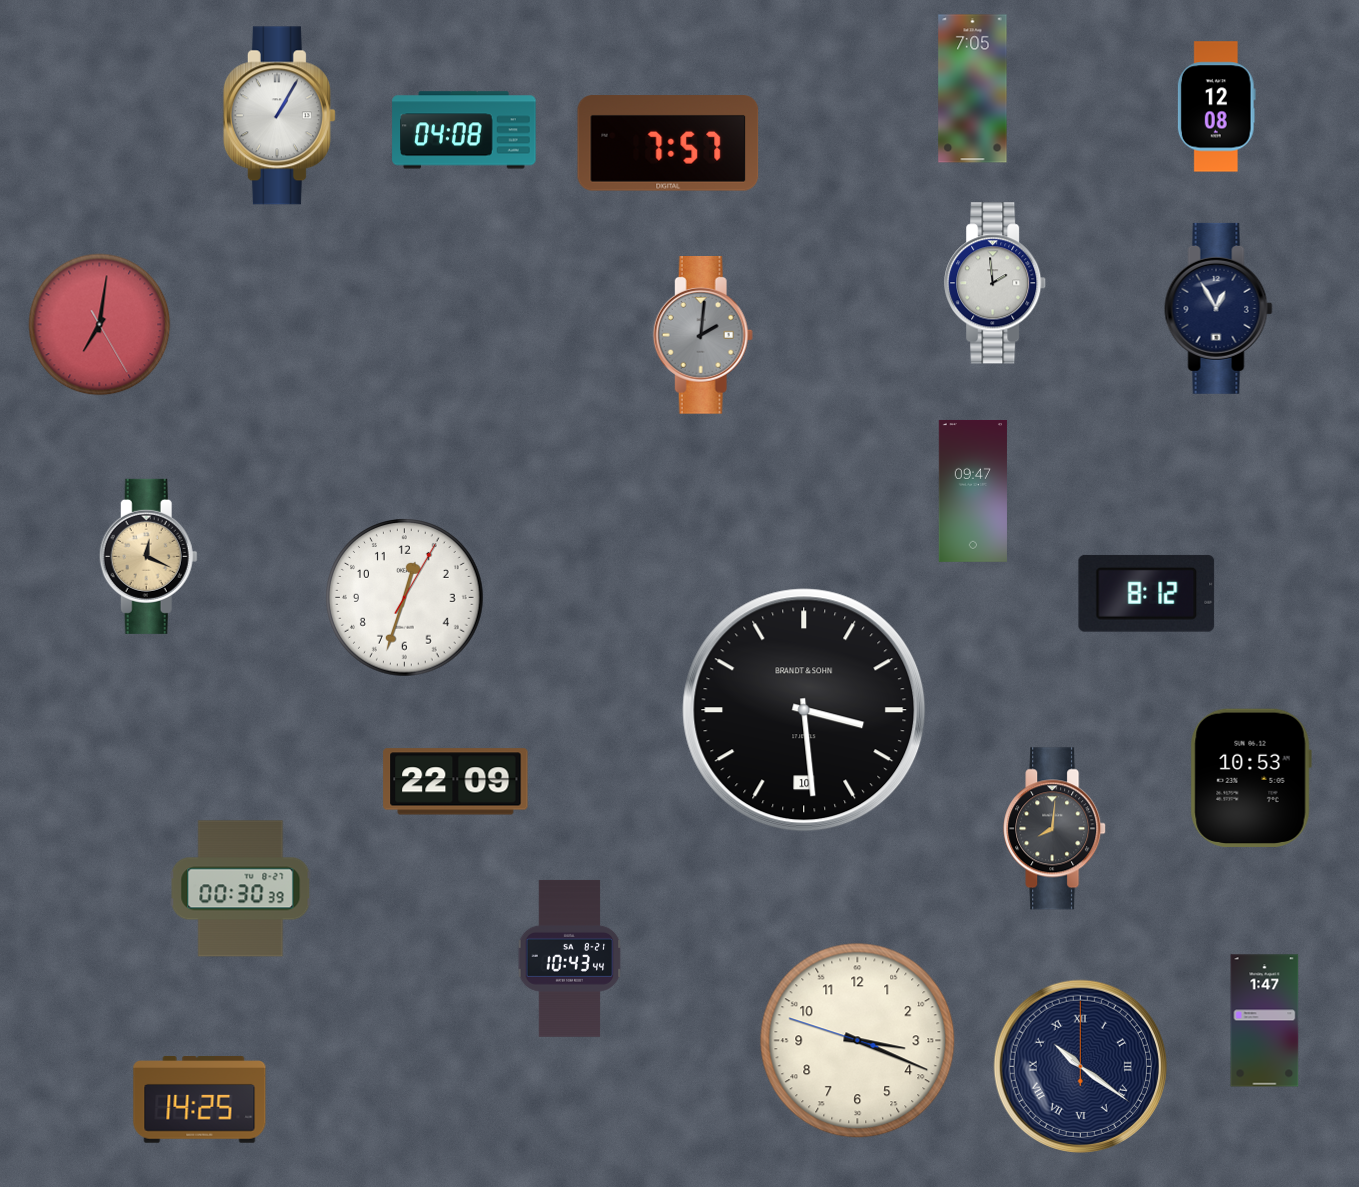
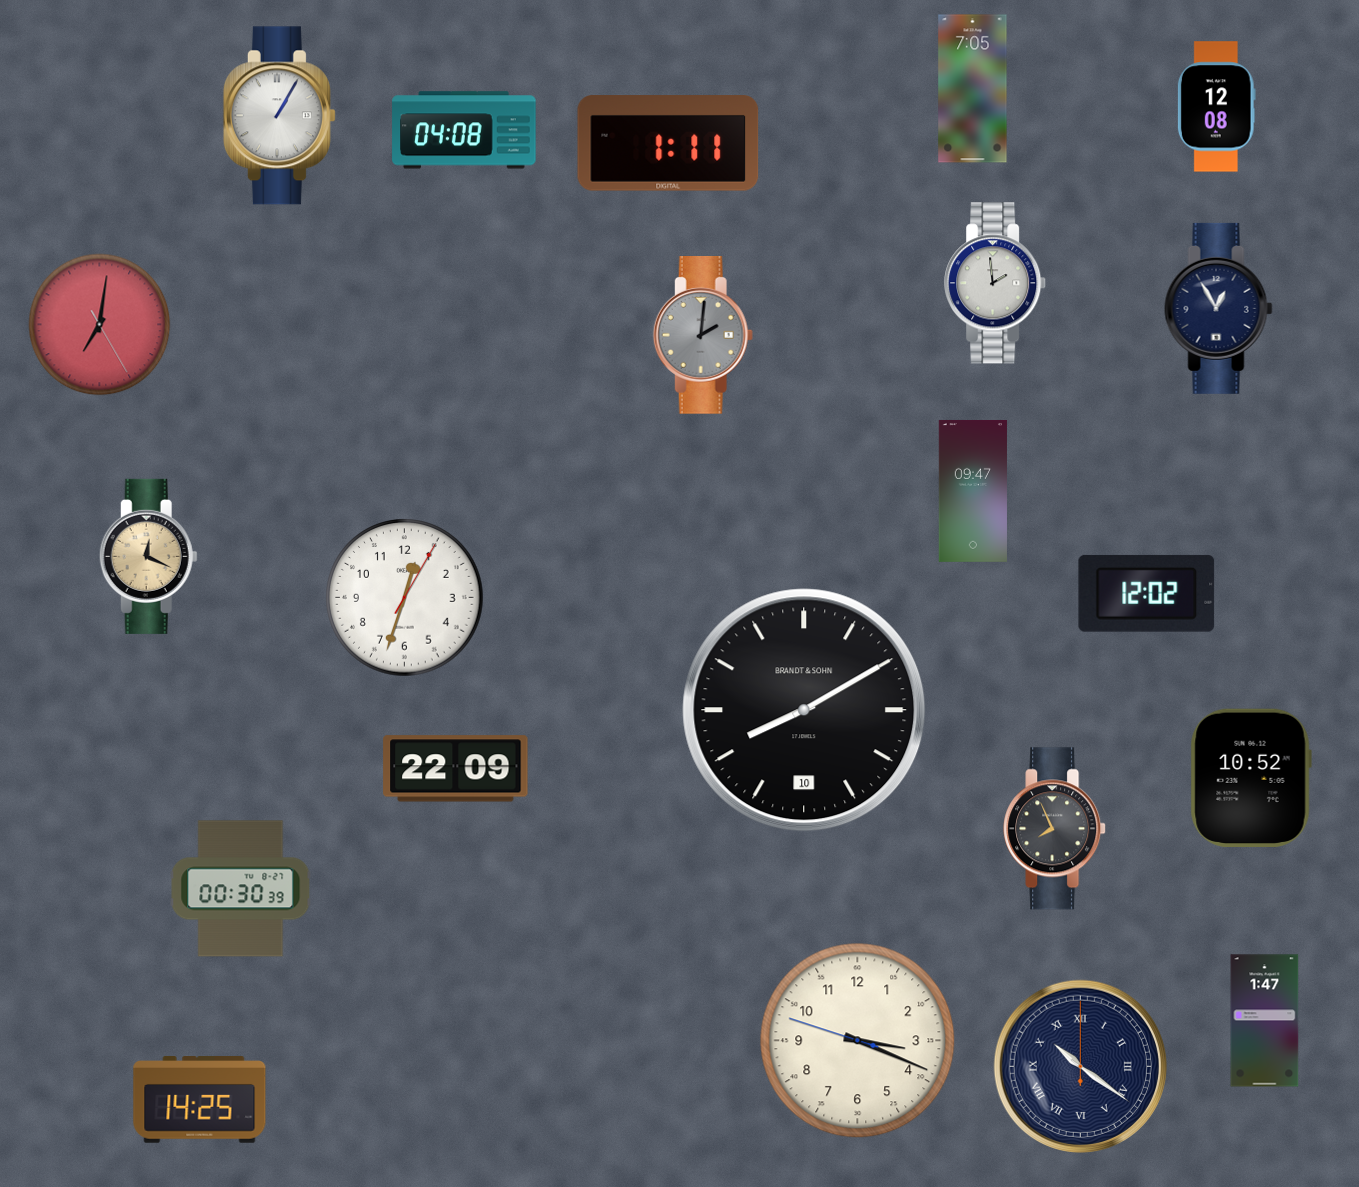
clock at (668, 143): 7:57 -> 1:11
clock at (1147, 593): 8:12 -> 12:02
clock at (804, 710): 3:29 -> 8:10
clock at (1251, 778): 10:53 -> 10:52
clock at (456, 782) position: (456, 782) -> (456, 769)
clock at (1055, 829): 8:01 -> 7:56
clock at (570, 958): 10:43 -> none
